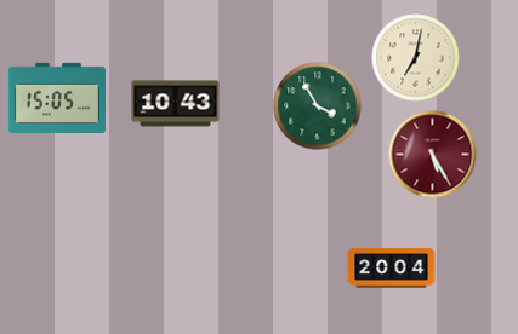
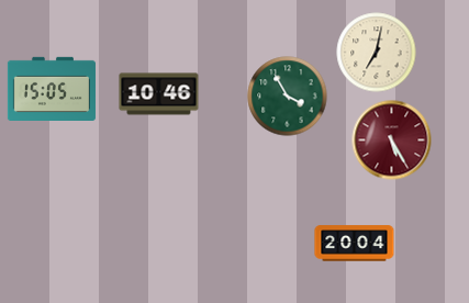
clock at (176, 104): 10:43 -> 10:46
